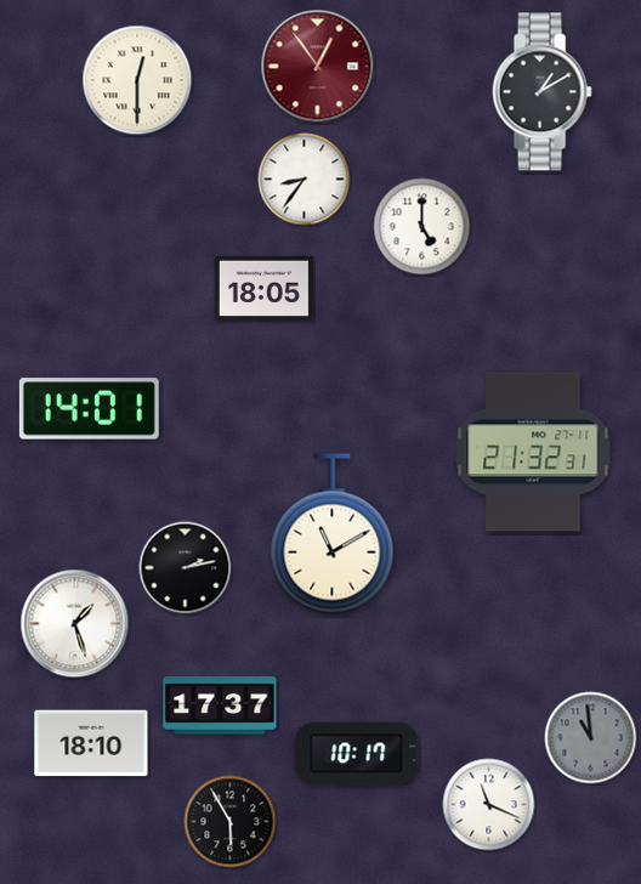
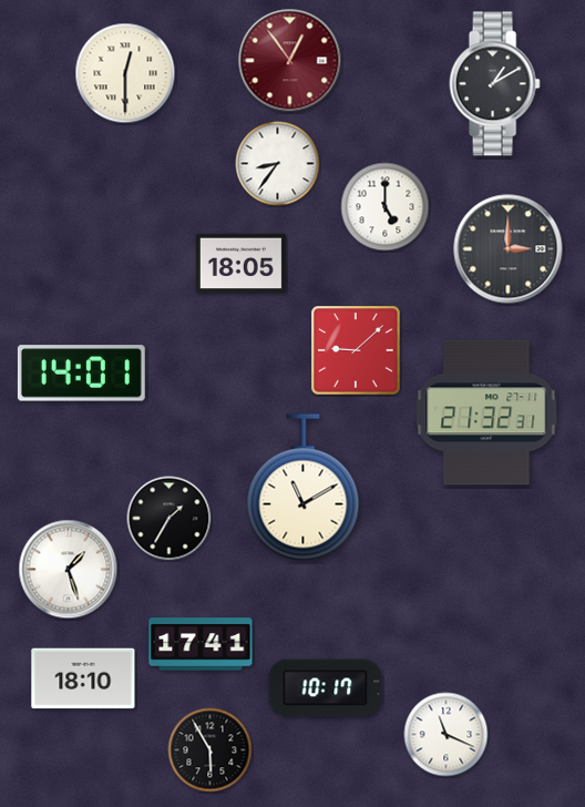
clock at (509, 249): none -> 3:00
clock at (356, 350): none -> 9:08
clock at (186, 568): 2:13 -> 1:35
clock at (220, 705): 17:37 -> 17:41
clock at (591, 738): 10:59 -> none
